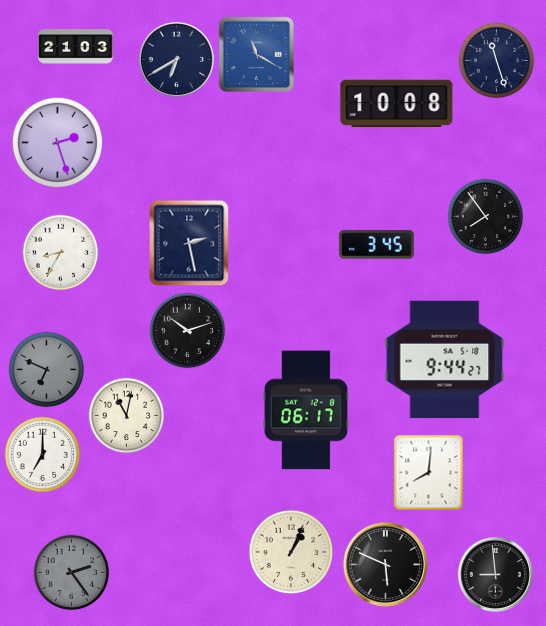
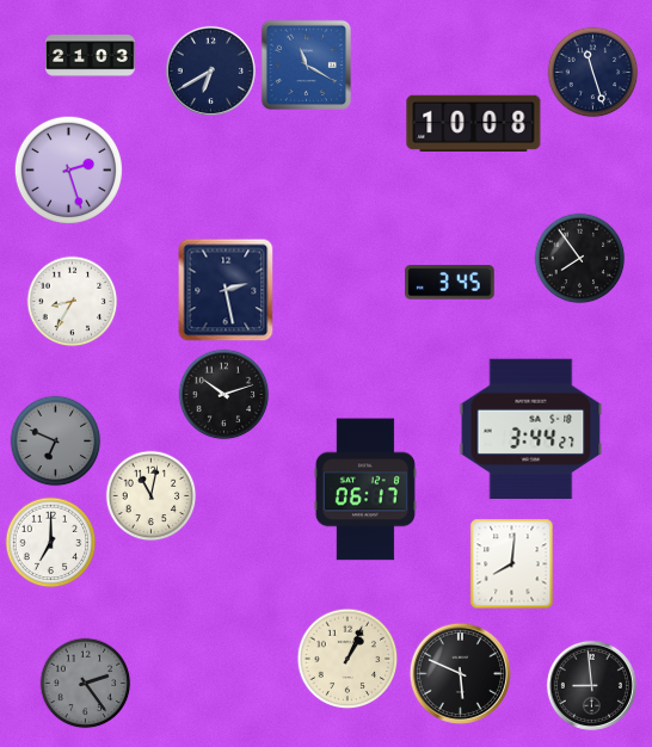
clock at (377, 245) position: (377, 245) -> (450, 283)
clock at (445, 360): 9:44 -> 3:44
